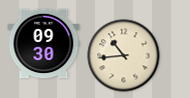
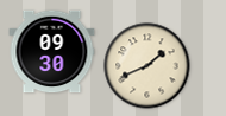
clock at (124, 56): 10:44 -> 1:41
